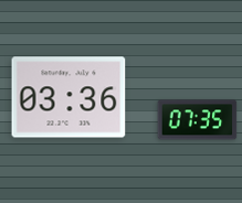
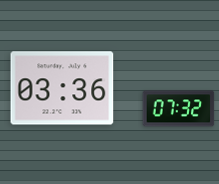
clock at (198, 120): 07:35 -> 07:32
